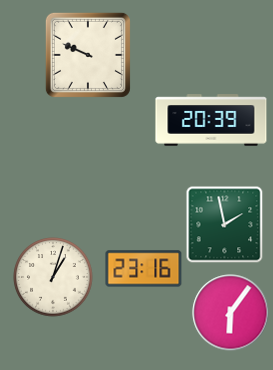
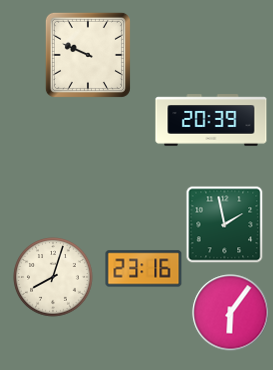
clock at (53, 277): 1:03 -> 8:03
